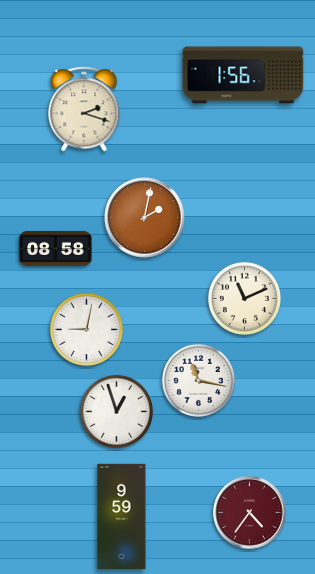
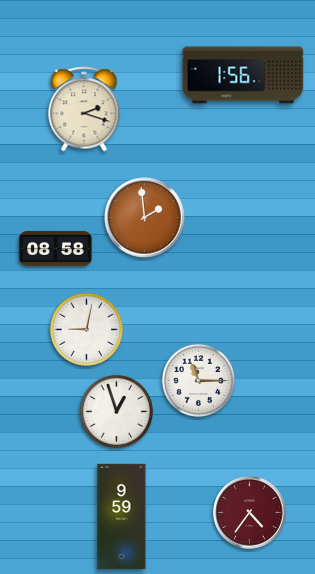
clock at (145, 218): 2:02 -> 1:59
clock at (244, 298): 11:11 -> none
clock at (198, 380): 11:17 -> 11:15
